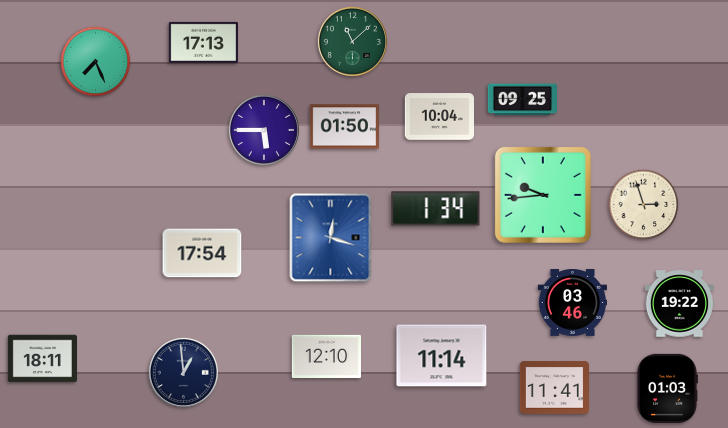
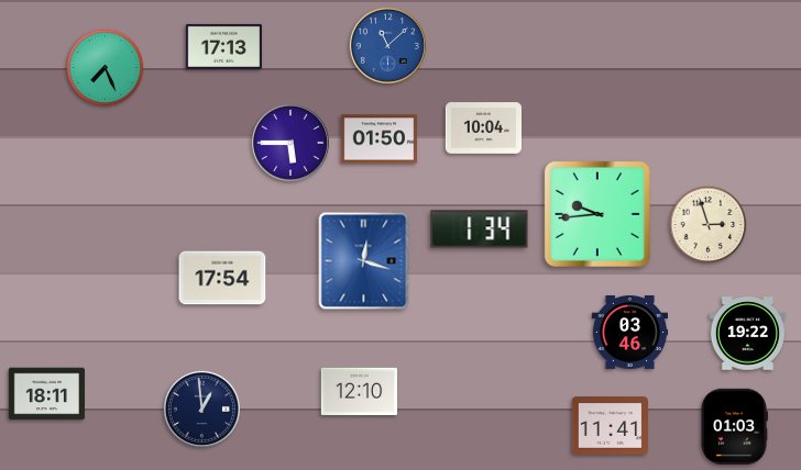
clock at (352, 41) dial: green -> blue
clock at (522, 100): 09:25 -> none
clock at (442, 356): 11:14 -> none
